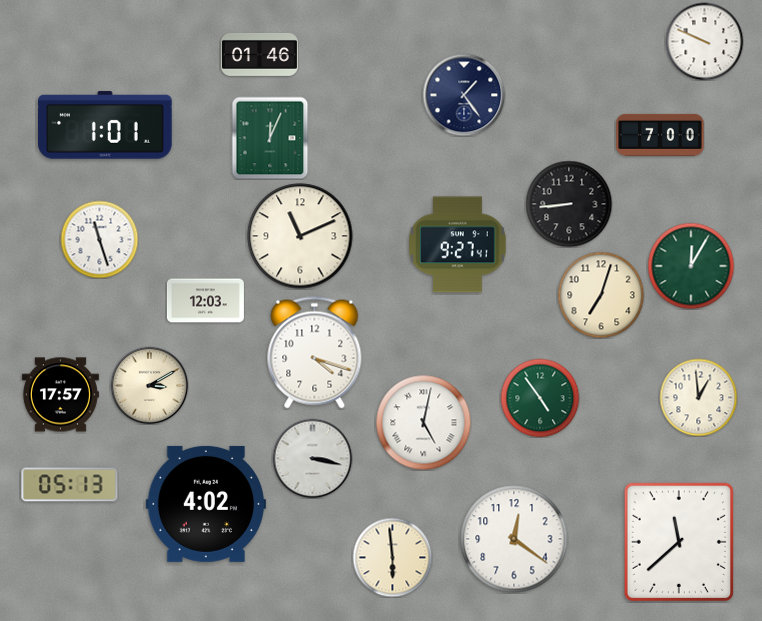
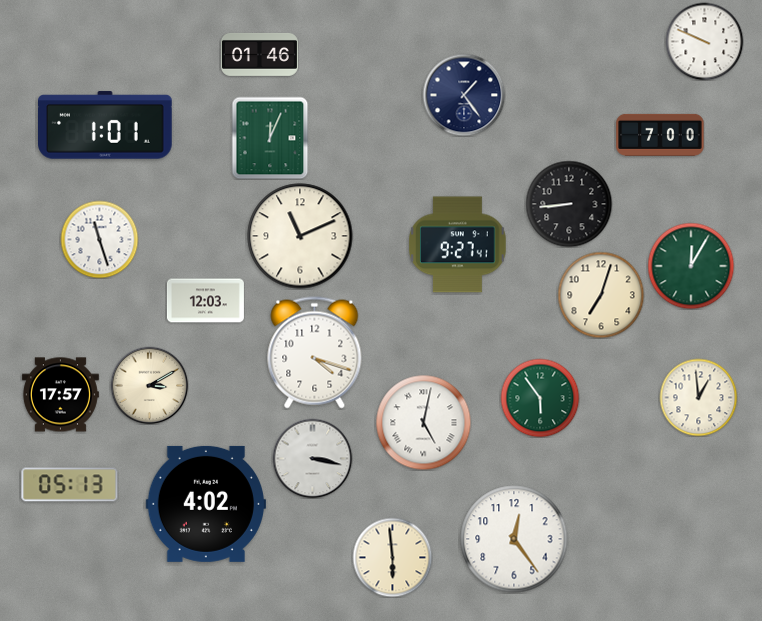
clock at (540, 398): 4:54 -> 5:54
clock at (514, 539): 12:21 -> 12:24
clock at (679, 541): 11:38 -> none
